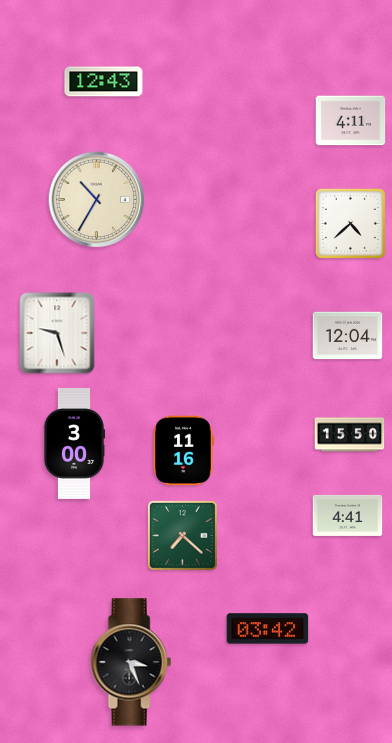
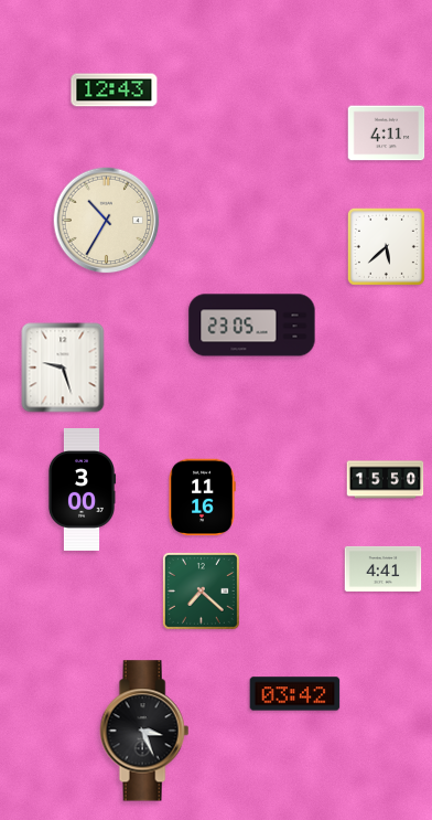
clock at (350, 223): 4:38 -> 5:38
clock at (252, 326): none -> 23:05
clock at (348, 336): 12:04 -> none
